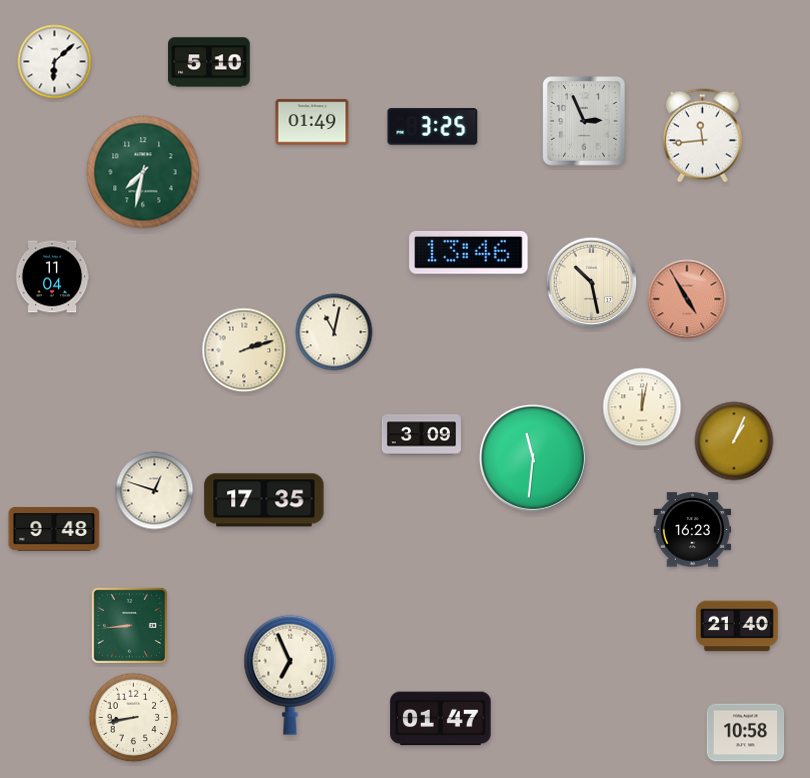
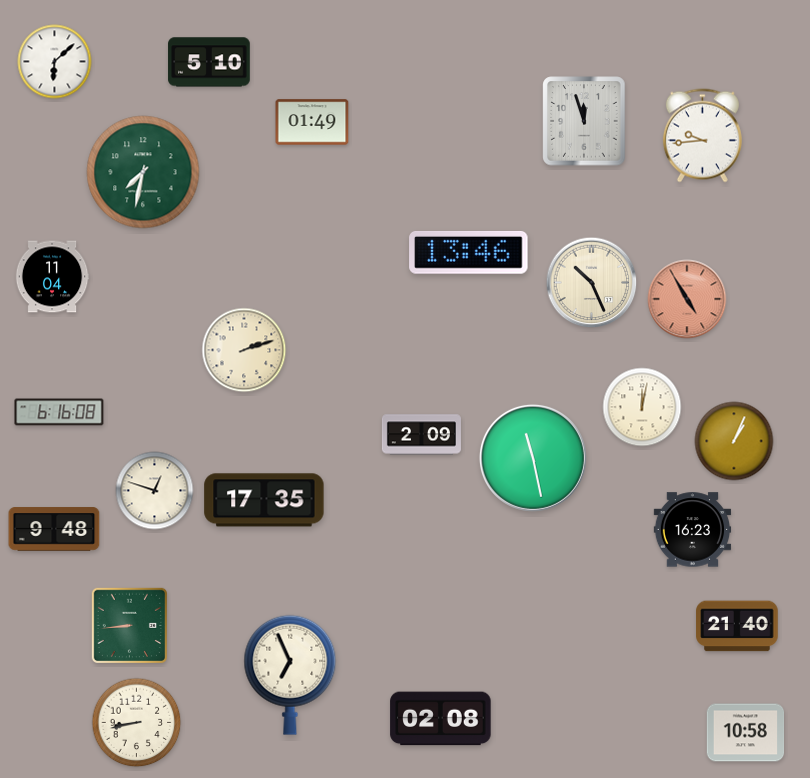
clock at (584, 121): 2:56 -> 11:57
clock at (433, 127): 3:25 -> none
clock at (702, 136): 11:44 -> 9:44
clock at (592, 283): 10:28 -> 10:26
clock at (334, 332): 11:02 -> none
clock at (59, 412): none -> 6:16
clock at (421, 435): 3:09 -> 2:09
clock at (533, 458): 11:31 -> 11:28
clock at (134, 718) position: (134, 718) -> (137, 723)
clock at (441, 719): 01:47 -> 02:08
